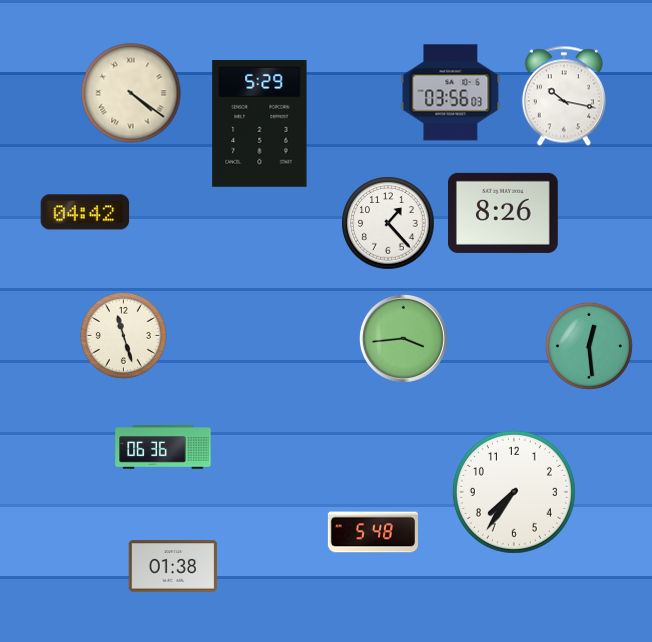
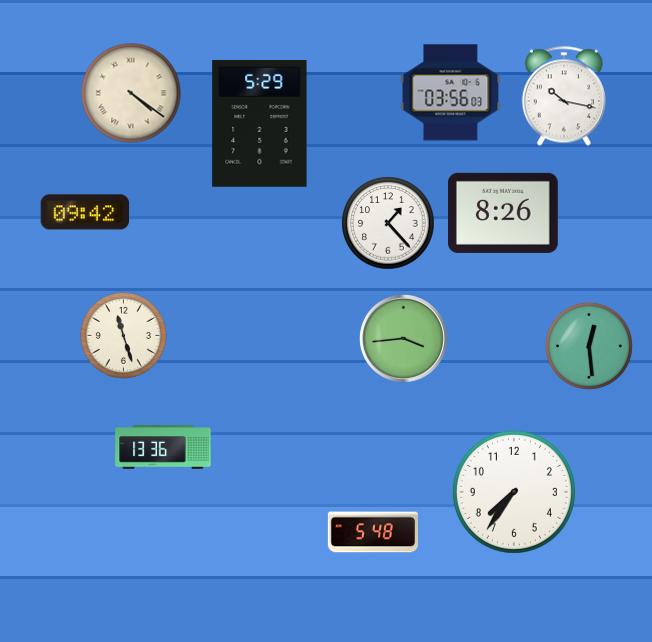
clock at (85, 212): 04:42 -> 09:42
clock at (163, 447): 06:36 -> 13:36
clock at (173, 566): 01:38 -> none
